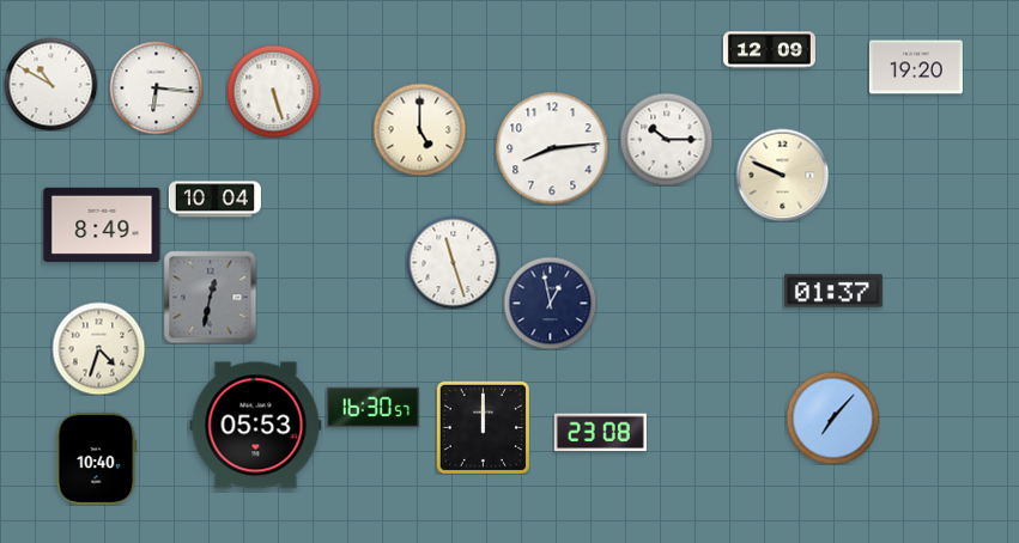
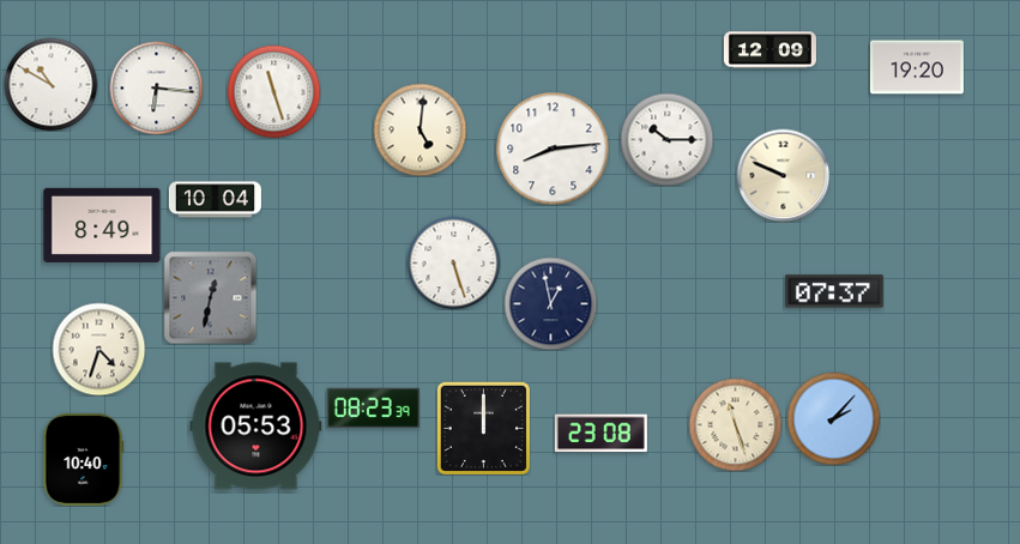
clock at (273, 91): 5:27 -> 11:27
clock at (419, 129): 5:00 -> 5:01
clock at (453, 262): 11:27 -> 5:27
clock at (835, 291): 01:37 -> 07:37
clock at (372, 407): 16:30 -> 08:23
clock at (832, 417): 7:07 -> 2:07
clock at (735, 424): none -> 11:27
clock at (96, 458) position: (96, 458) -> (83, 459)
